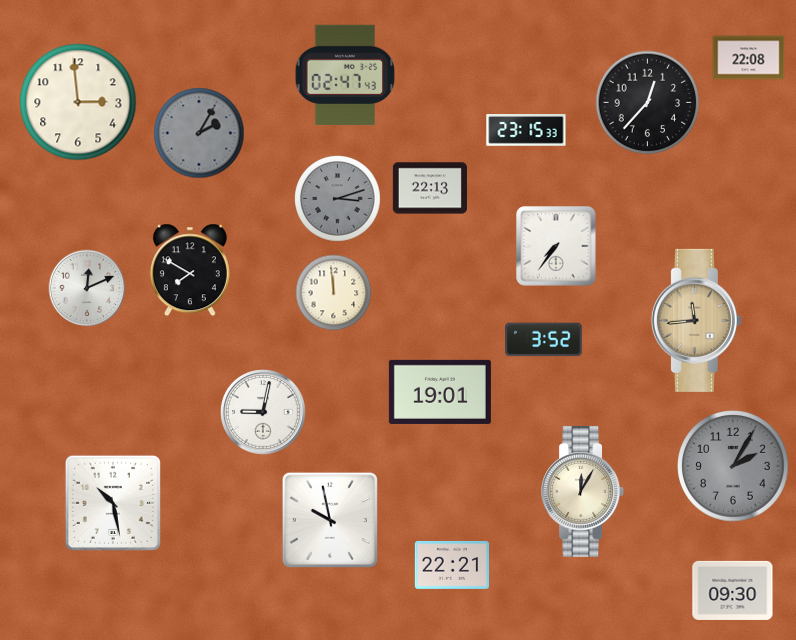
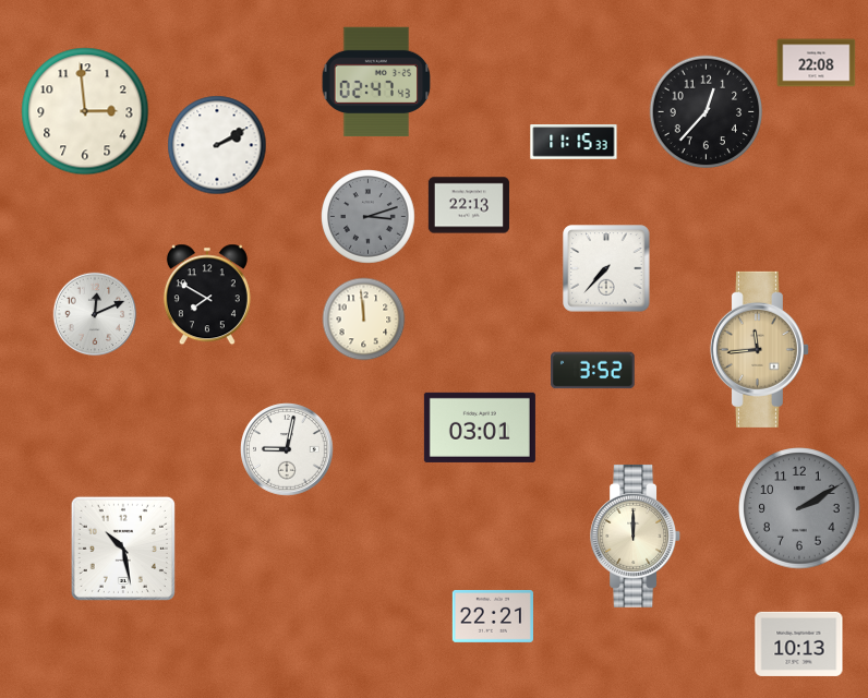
clock at (526, 130): 23:15 -> 11:15
clock at (199, 133): 2:05 -> 2:10
clock at (199, 133) dial: grey -> white
clock at (556, 246): 7:36 -> 7:37
clock at (440, 392): 19:01 -> 03:01
clock at (733, 466): 2:05 -> 2:10
clock at (583, 491): 12:05 -> 12:00
clock at (330, 520): 9:58 -> none
clock at (733, 590): 09:30 -> 10:13
